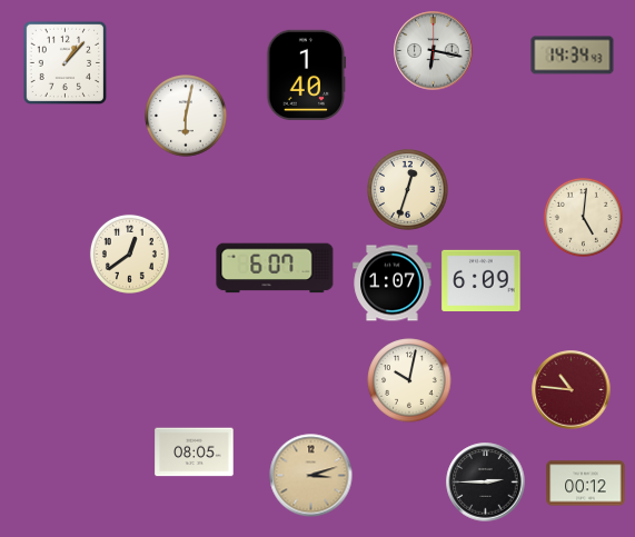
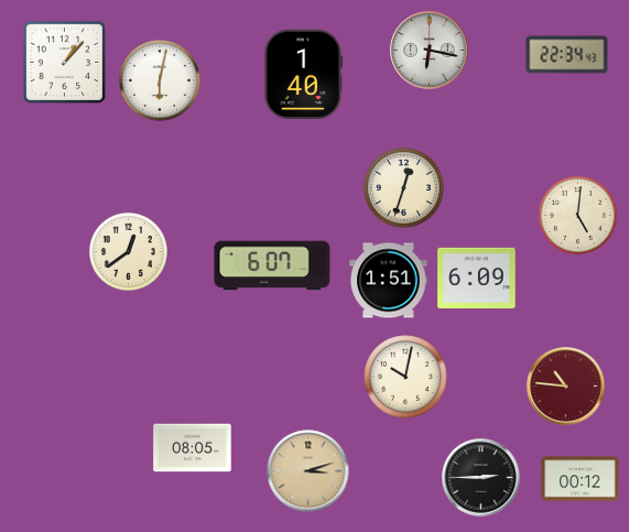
clock at (573, 56): 14:34 -> 22:34
clock at (186, 116) position: (186, 116) -> (160, 80)
clock at (393, 284): 1:07 -> 1:51
